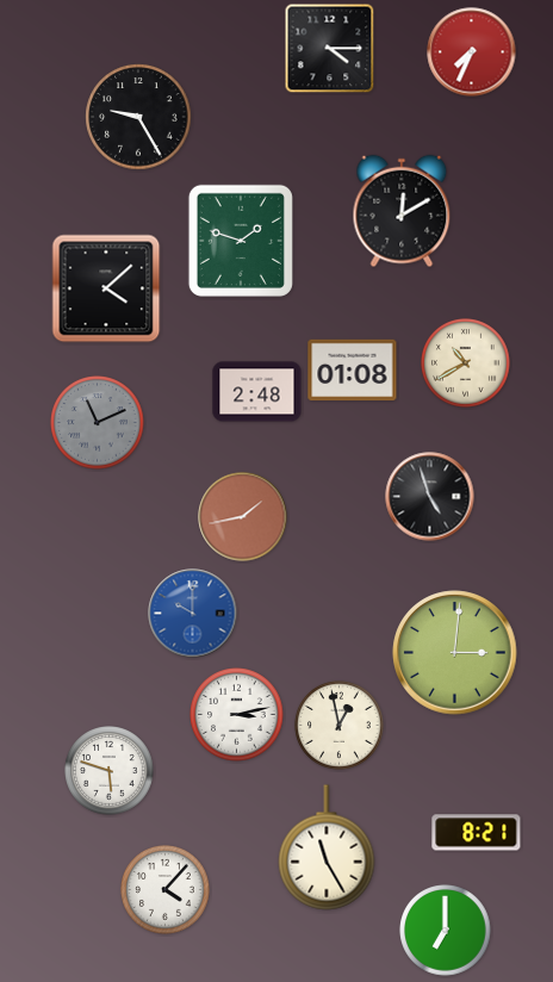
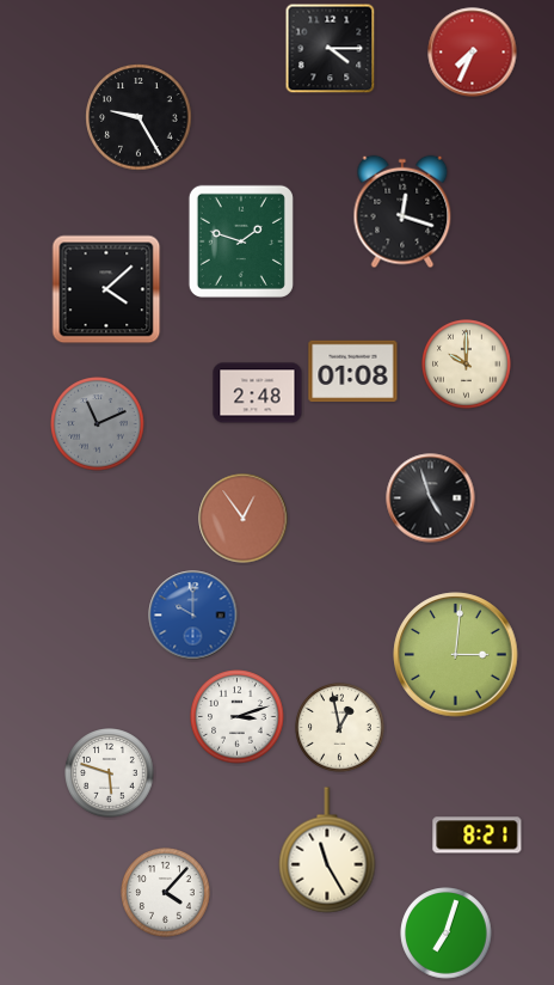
clock at (402, 211): 12:10 -> 12:18
clock at (466, 363): 10:40 -> 10:00
clock at (243, 517): 1:43 -> 12:54
clock at (237, 715): 3:13 -> 3:12
clock at (446, 931): 7:00 -> 7:03
